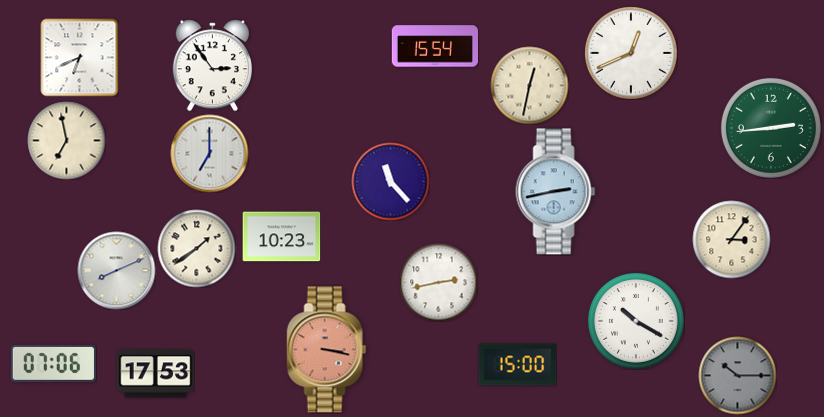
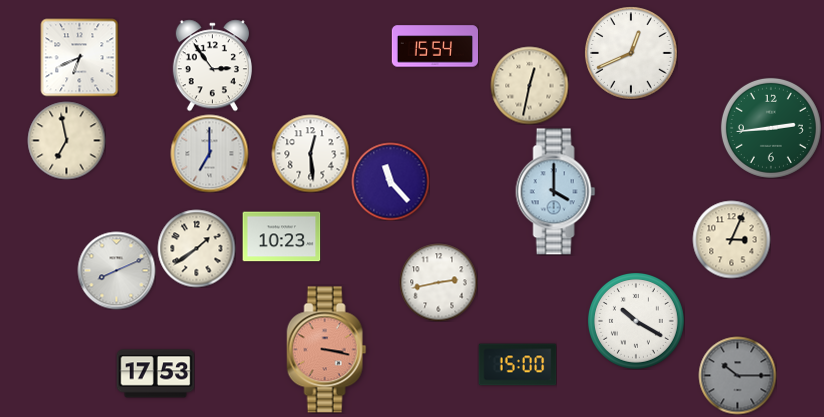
clock at (310, 153): none -> 12:29
clock at (556, 192): 2:43 -> 4:00
clock at (731, 239): 3:06 -> 3:04
clock at (53, 363): 07:06 -> none
